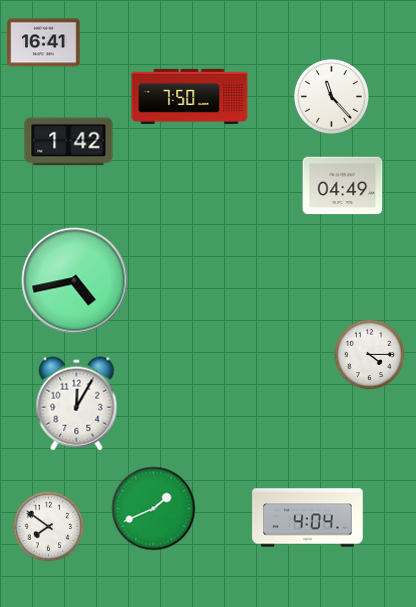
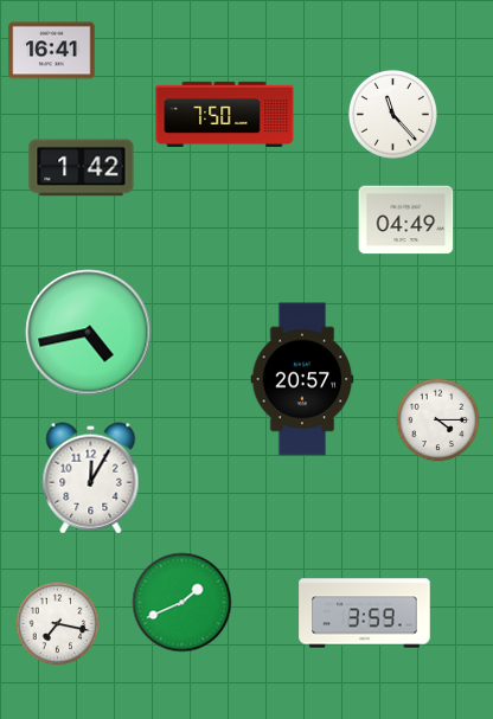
clock at (302, 379): none -> 20:57
clock at (308, 518): 4:04 -> 3:59
clock at (49, 527): 7:51 -> 7:17
